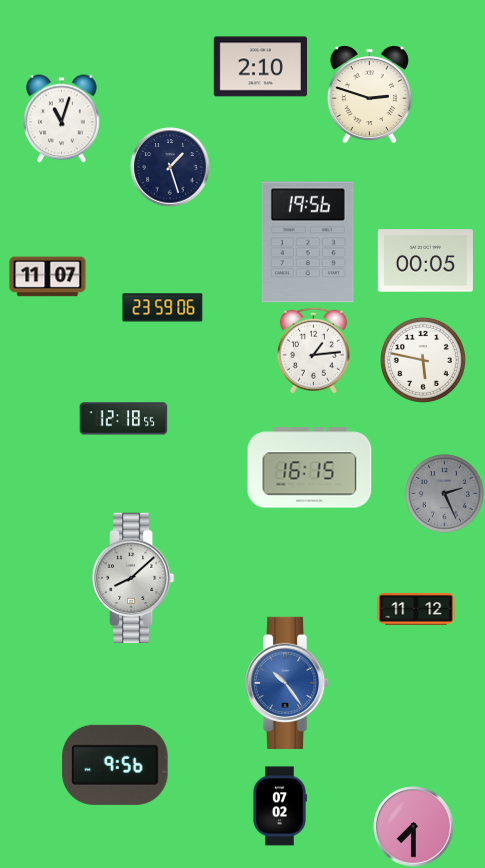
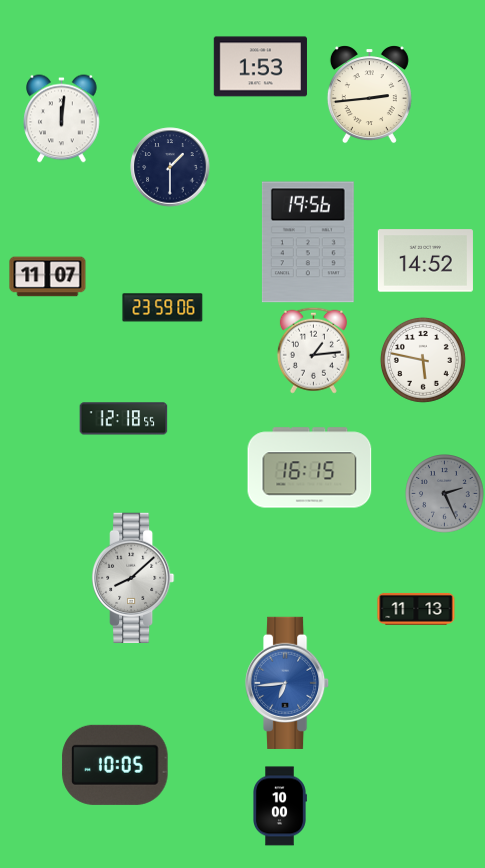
clock at (260, 67): 2:10 -> 1:53
clock at (369, 95): 2:48 -> 2:44
clock at (62, 119): 11:03 -> 12:01
clock at (170, 167): 1:27 -> 1:30
clock at (425, 261): 00:05 -> 14:52
clock at (416, 609): 11:12 -> 11:13
clock at (288, 683): 10:24 -> 6:44
clock at (115, 765): 9:56 -> 10:05
clock at (280, 806): 07:02 -> 10:00
clock at (414, 827): 7:30 -> none
